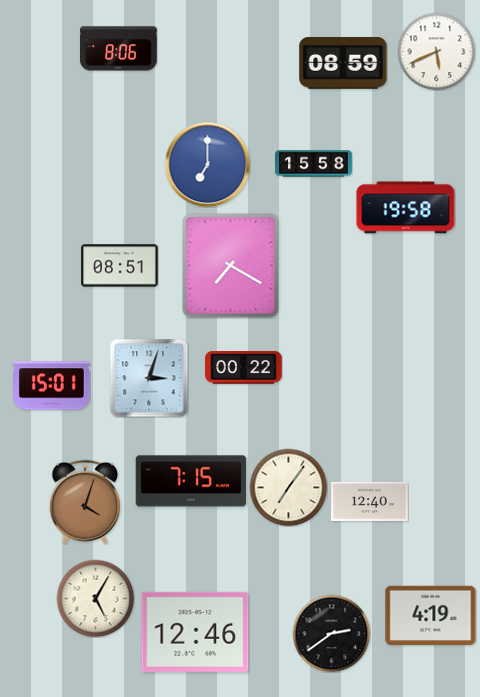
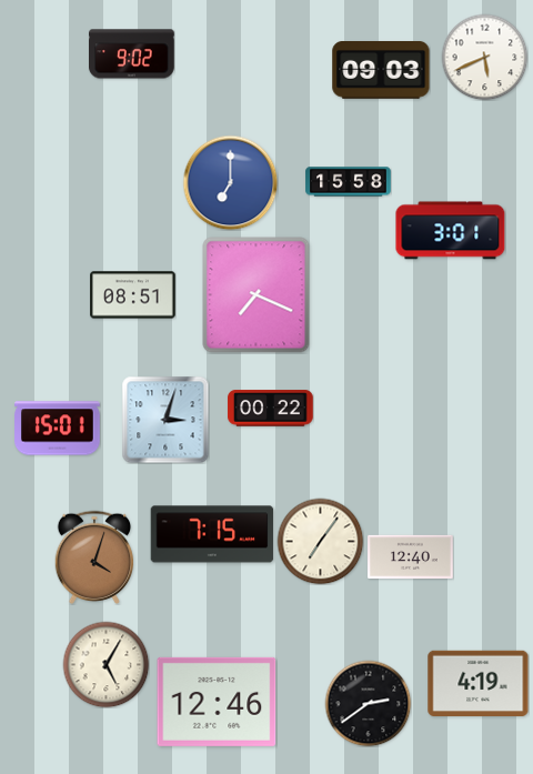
clock at (119, 49): 8:06 -> 9:02
clock at (343, 64): 08:59 -> 09:03
clock at (406, 208): 19:58 -> 3:01
clock at (231, 266): 7:20 -> 7:19
